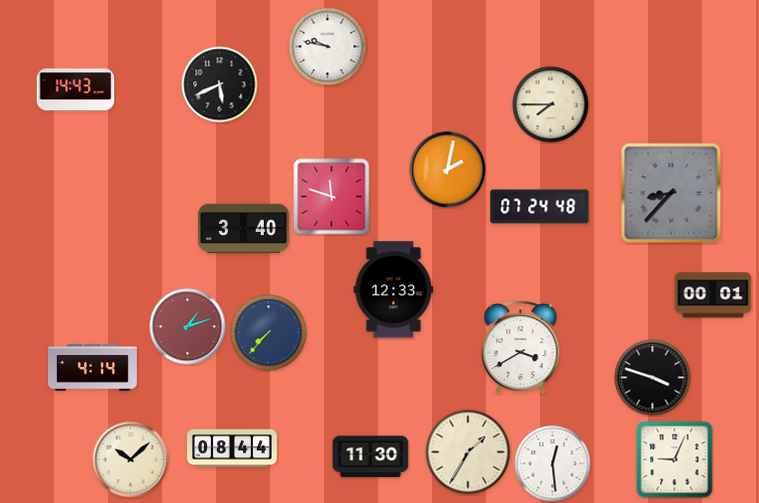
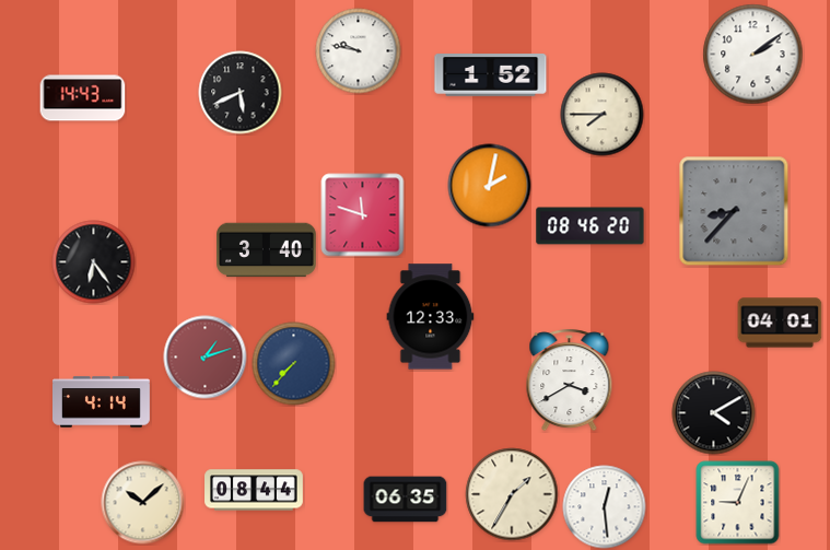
clock at (753, 55): none -> 2:09
clock at (491, 75): none -> 1:52
clock at (540, 207): 07:24 -> 08:46
clock at (94, 262): none -> 6:24
clock at (713, 295): 00:01 -> 04:01
clock at (653, 378): 3:48 -> 4:10
clock at (371, 457): 11:30 -> 06:35
